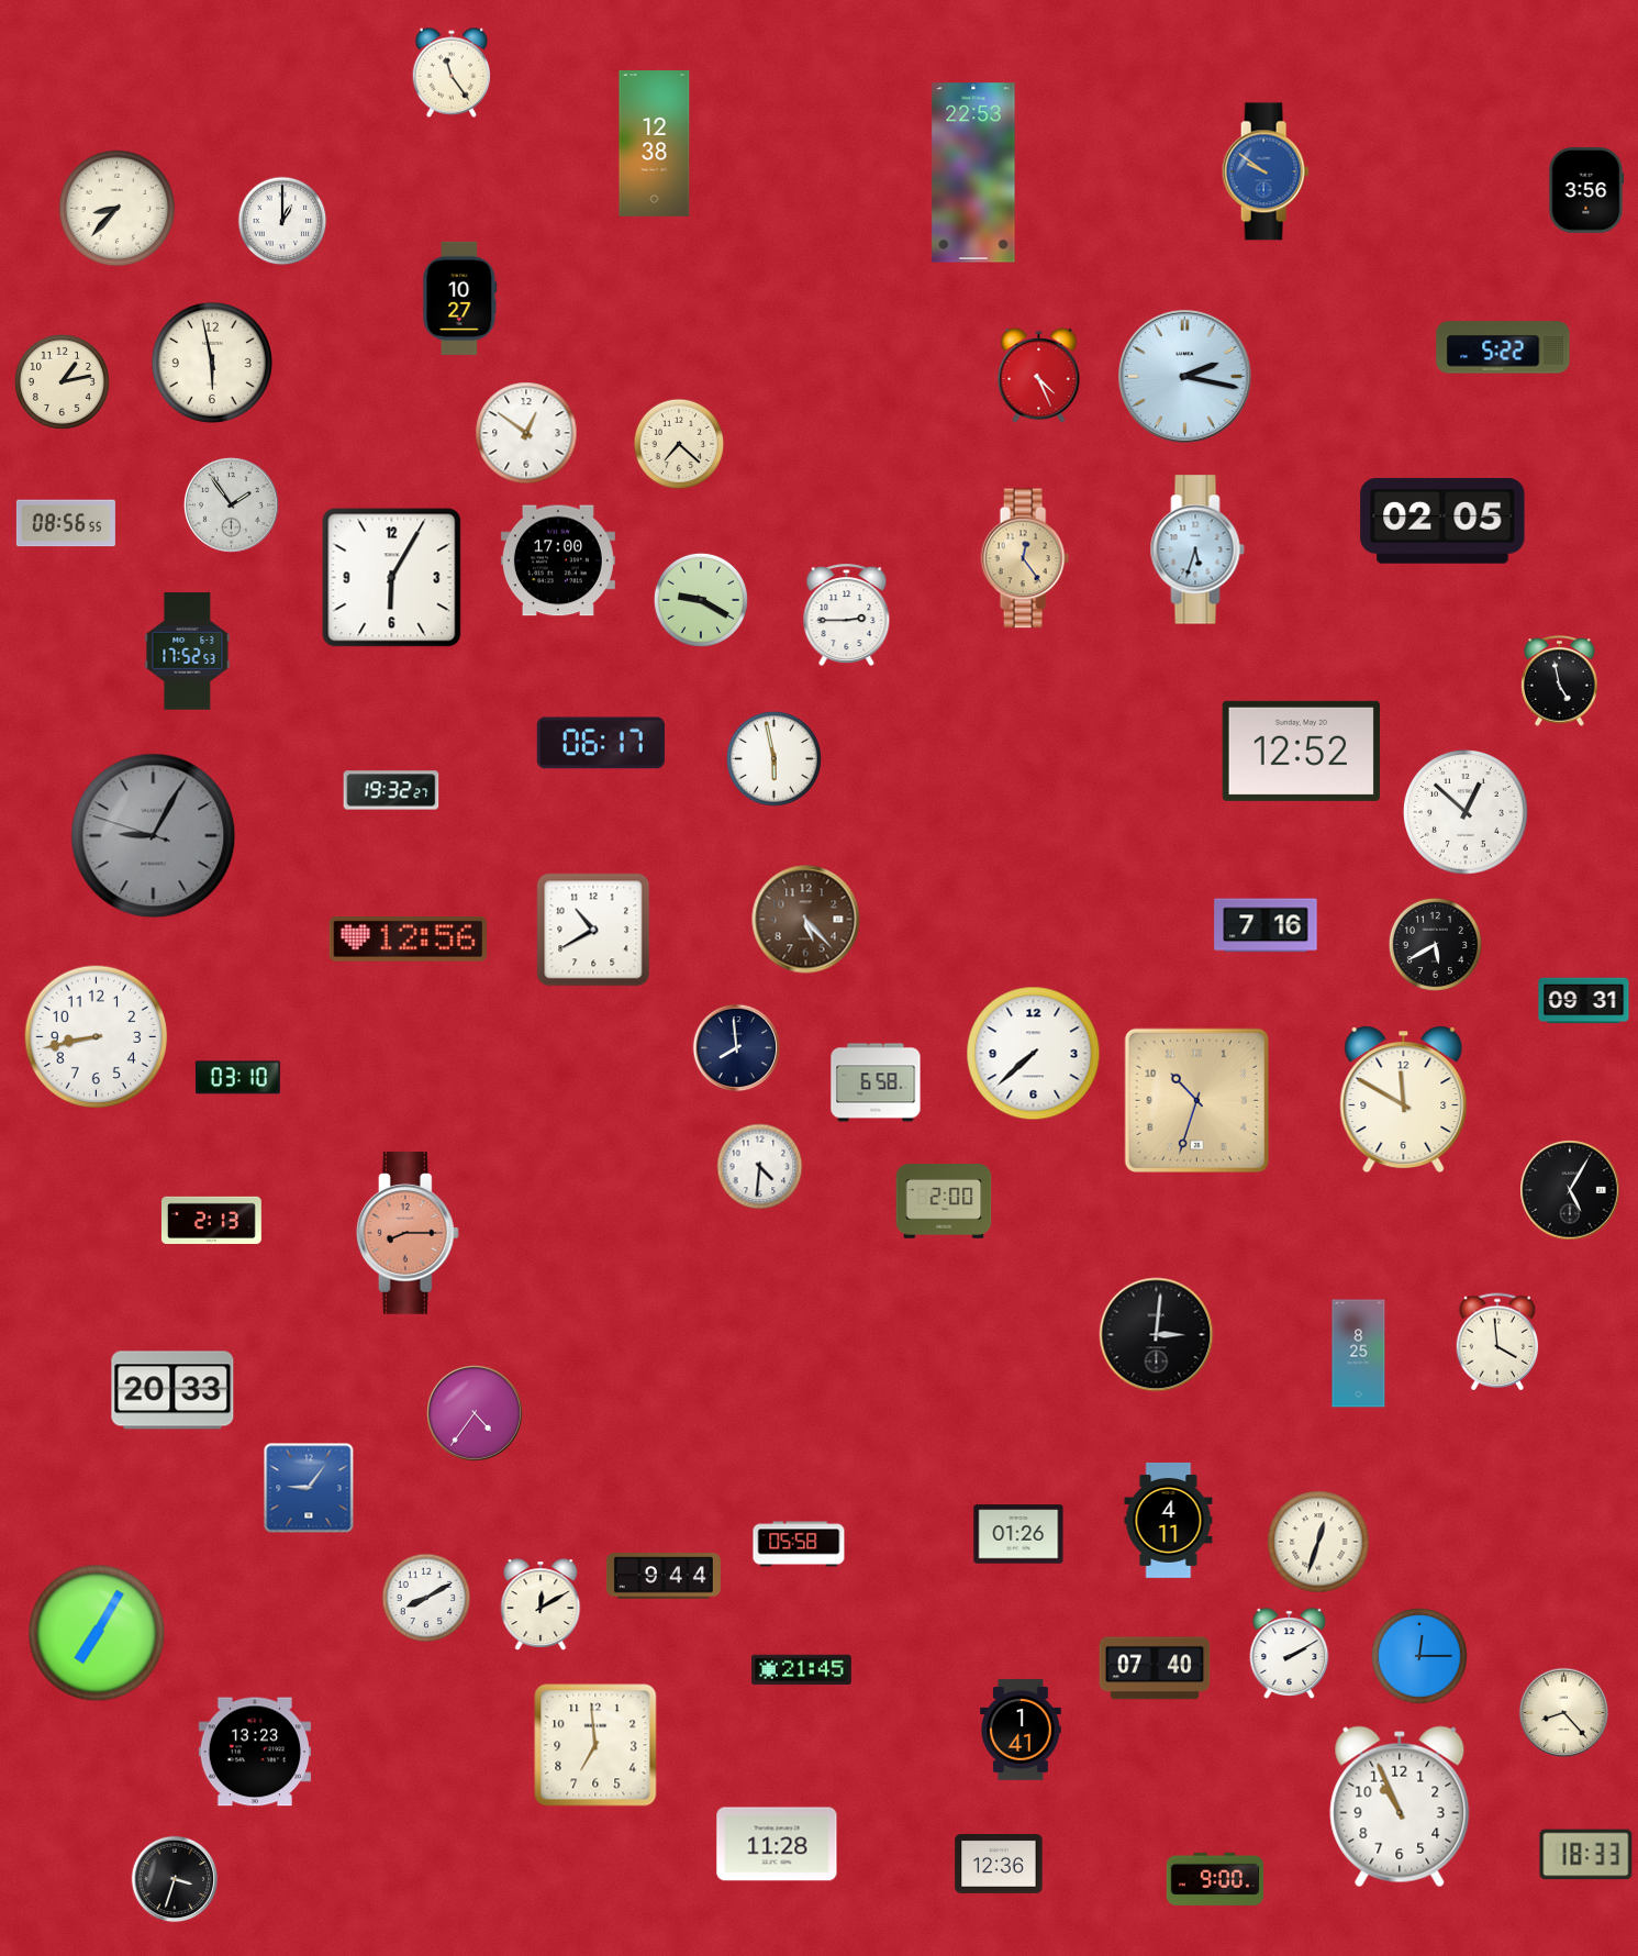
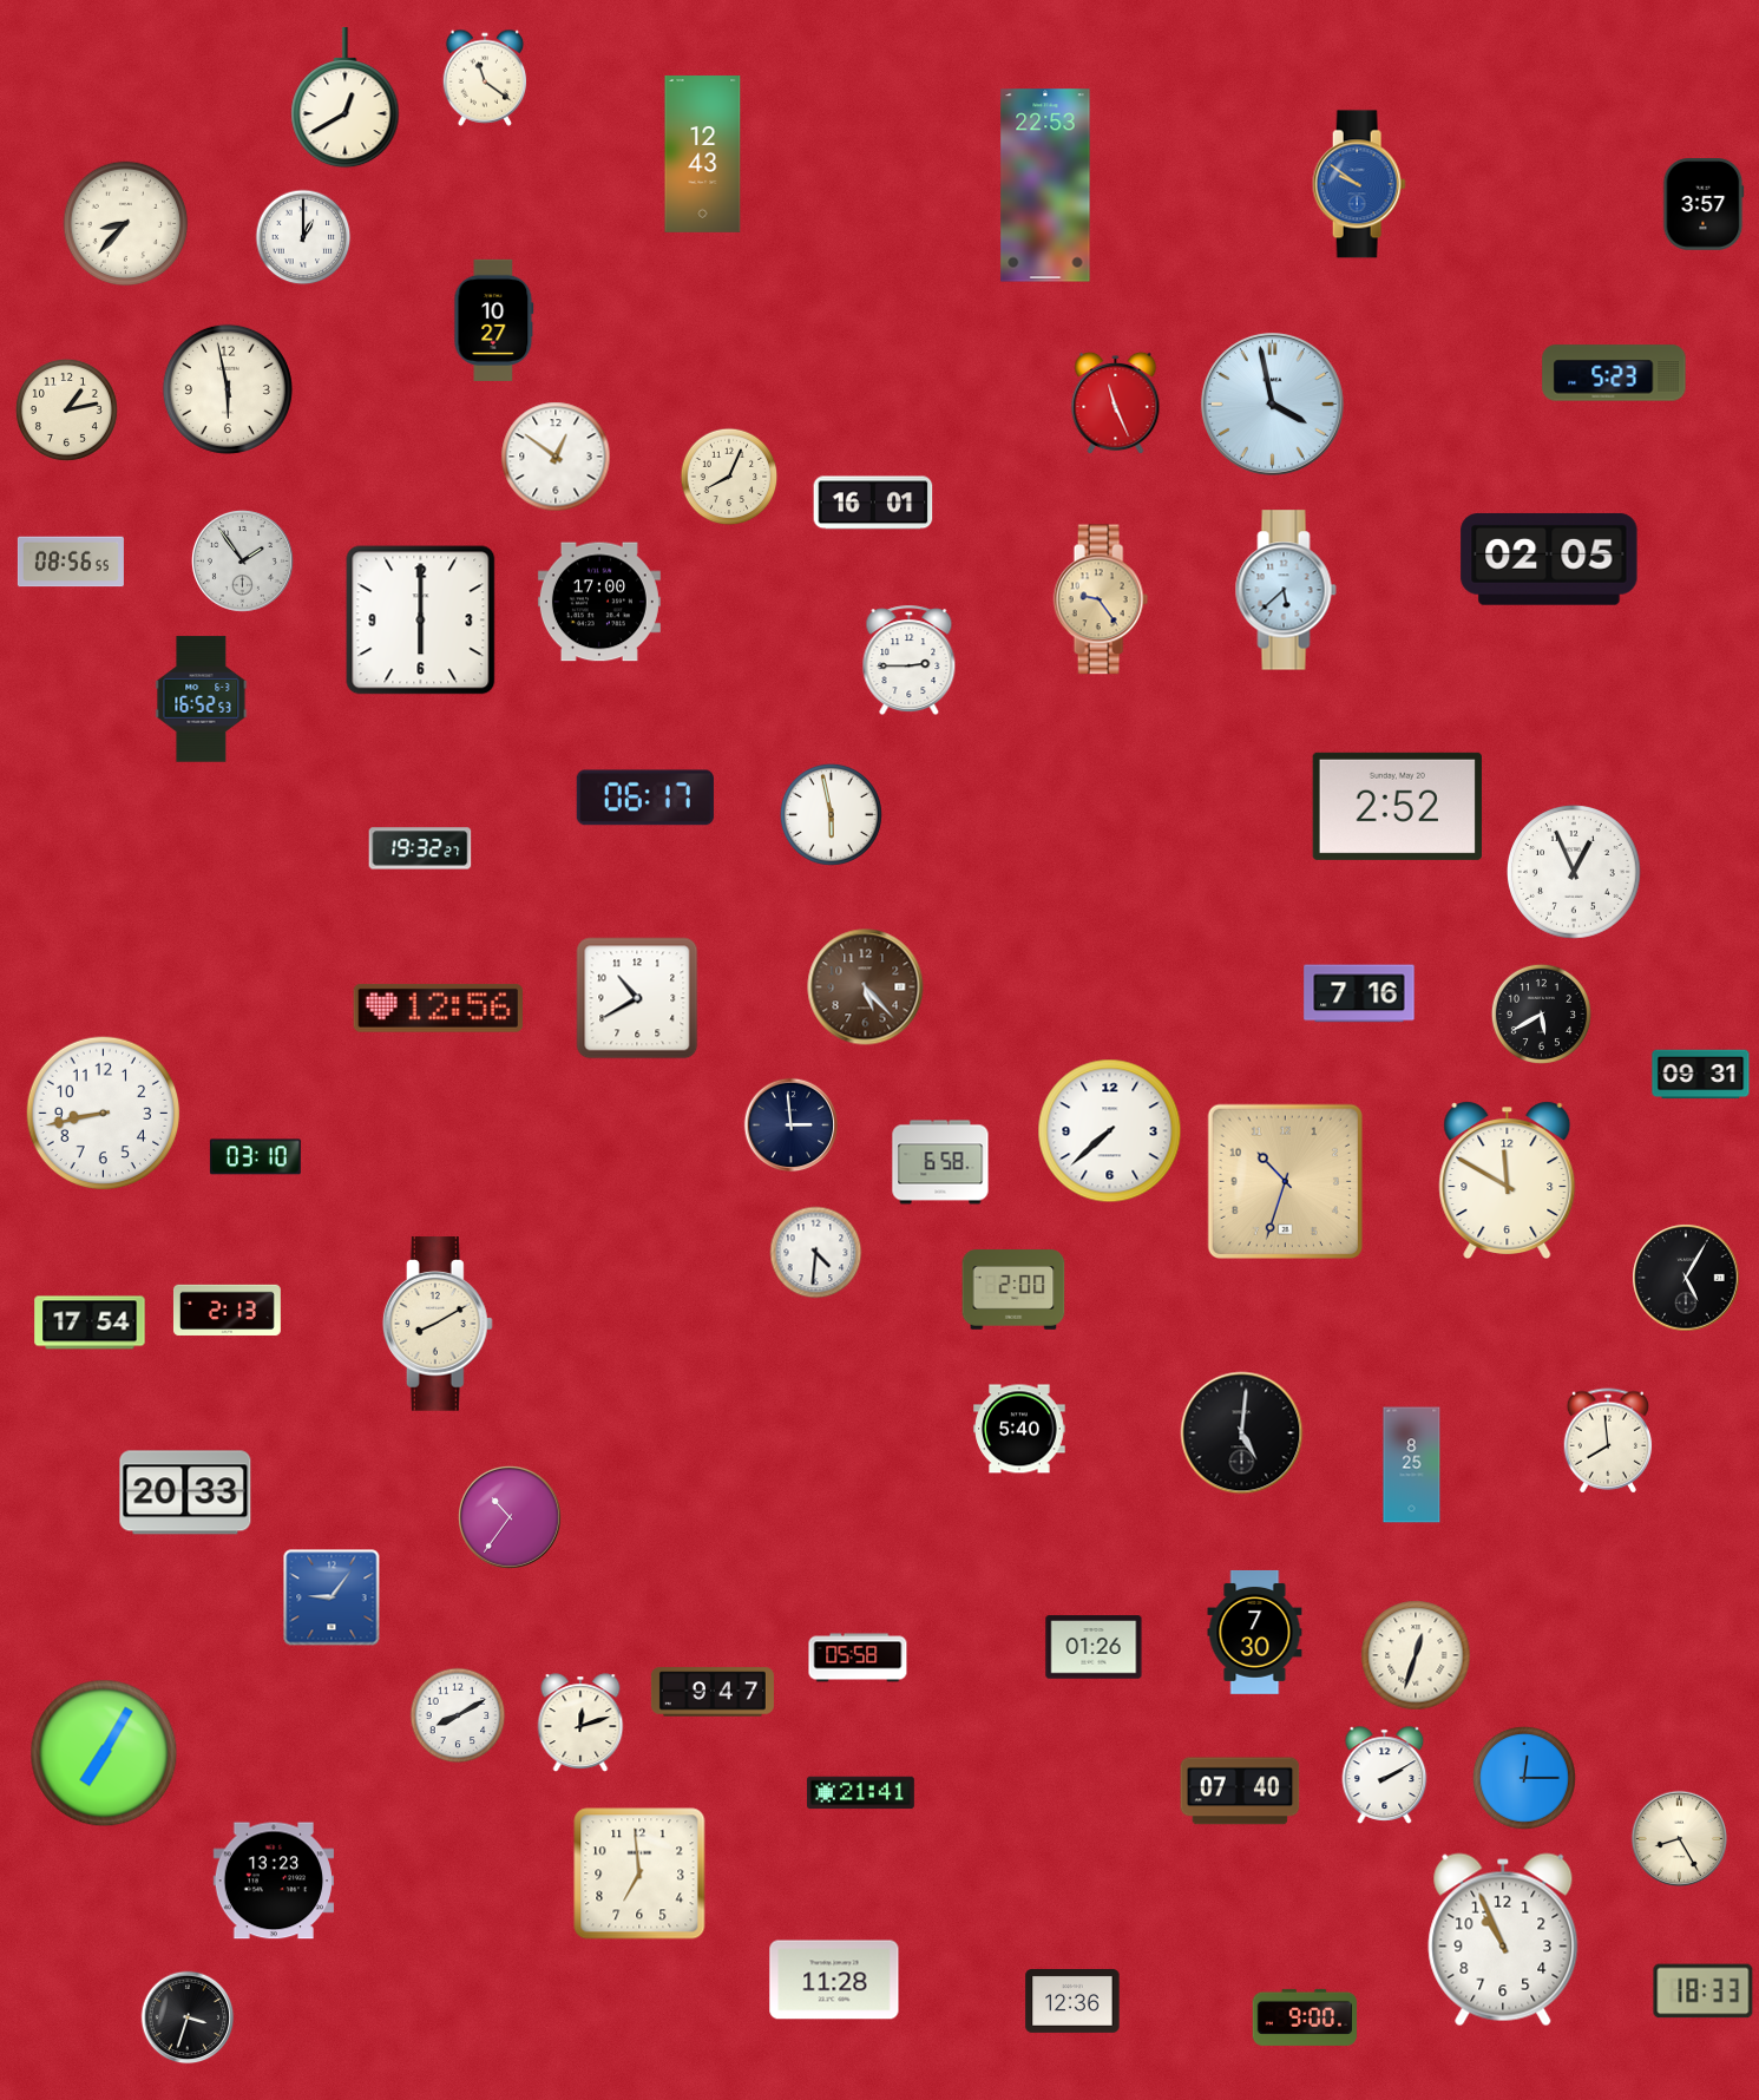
clock at (452, 73): 11:24 -> 11:21
clock at (346, 98): none -> 12:40
clock at (655, 144): 12:38 -> 12:43
clock at (1586, 190): 3:56 -> 3:57
clock at (1503, 347): 5:22 -> 5:23
clock at (1039, 376): 4:26 -> 11:26
clock at (1184, 376): 2:17 -> 3:58
clock at (526, 433) position: (526, 433) -> (556, 457)
clock at (679, 444): 7:22 -> 8:04
clock at (873, 503): none -> 16:01
clock at (231, 504) position: (231, 504) -> (242, 560)
clock at (1197, 549): 5:33 -> 5:38
clock at (1025, 558): 12:24 -> 9:24
clock at (392, 578): 6:05 -> 6:00
clock at (701, 600): 9:20 -> none
clock at (188, 652): 17:52 -> 16:52
clock at (1560, 681): 4:58 -> none
clock at (1301, 751): 12:52 -> 2:52
clock at (1467, 813): 12:52 -> 12:56
clock at (154, 836): 9:04 -> none
clock at (737, 1048): 7:59 -> 2:59
clock at (90, 1323): none -> 17:54
clock at (408, 1233): 8:15 -> 8:10
clock at (408, 1233) dial: salmon -> cream
clock at (1019, 1429): none -> 5:40
clock at (1157, 1335): 3:01 -> 5:01
clock at (1497, 1342): 3:59 -> 7:59
clock at (1359, 1354) position: (1359, 1354) -> (1412, 1465)
clock at (476, 1414): 4:36 -> 10:36
clock at (1169, 1520): 4:11 -> 7:30
clock at (664, 1576): 9:44 -> 9:47
clock at (541, 1604): 12:10 -> 12:12
clock at (801, 1670): 21:45 -> 21:41
clock at (1563, 1712): 8:23 -> 8:25
clock at (1021, 1730): 1:41 -> none
